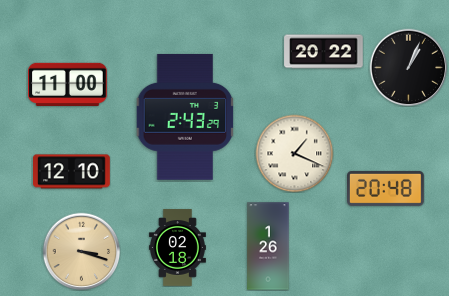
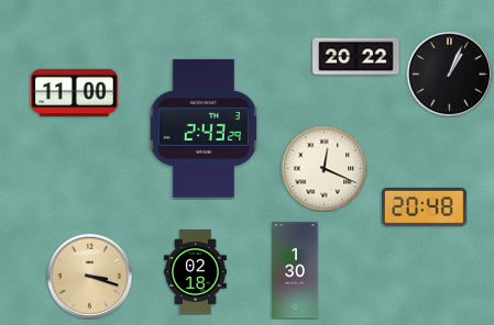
clock at (294, 153): 1:19 -> 12:19
clock at (72, 172): 12:10 -> none
clock at (268, 246): 1:26 -> 1:30
